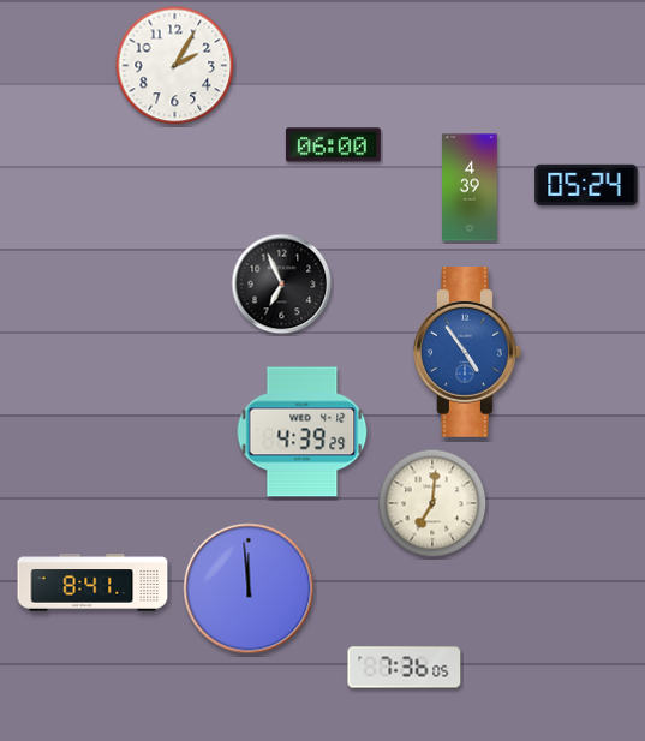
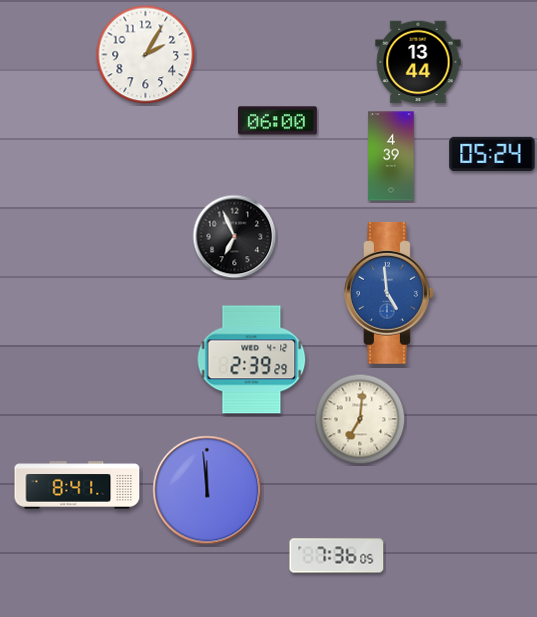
clock at (418, 62): none -> 13:44
clock at (586, 184) position: (586, 184) -> (492, 153)
clock at (468, 352): 4:54 -> 4:59
clock at (303, 432): 4:39 -> 2:39
